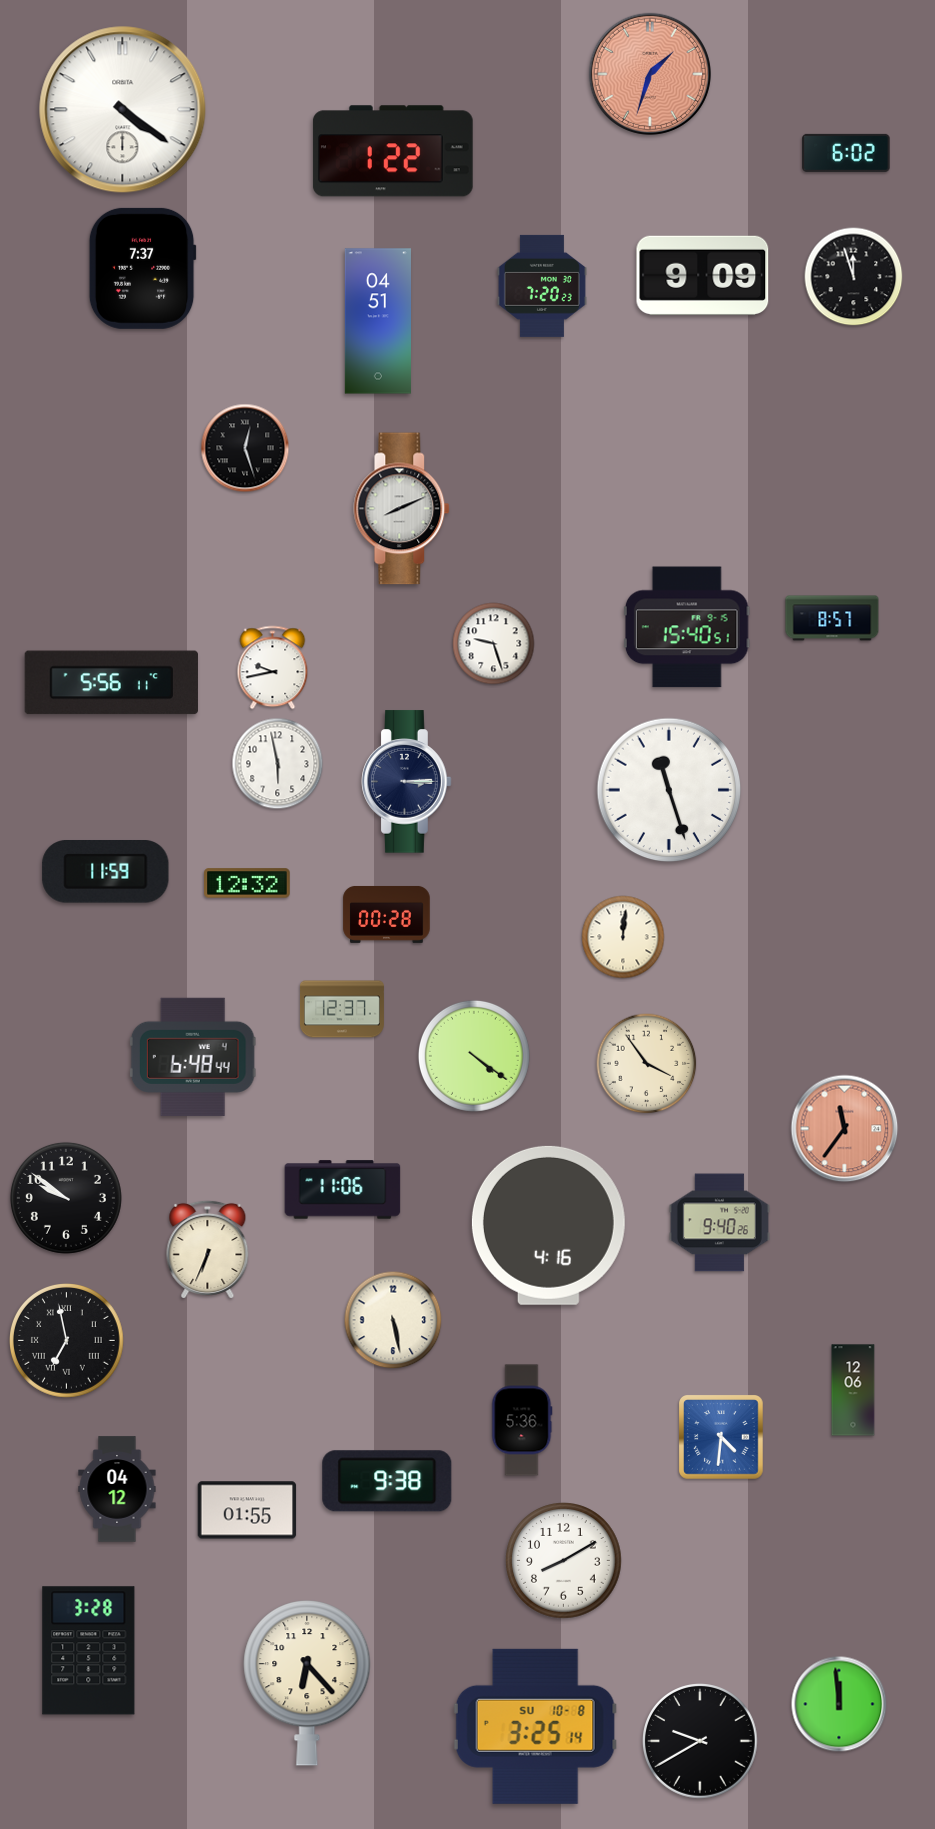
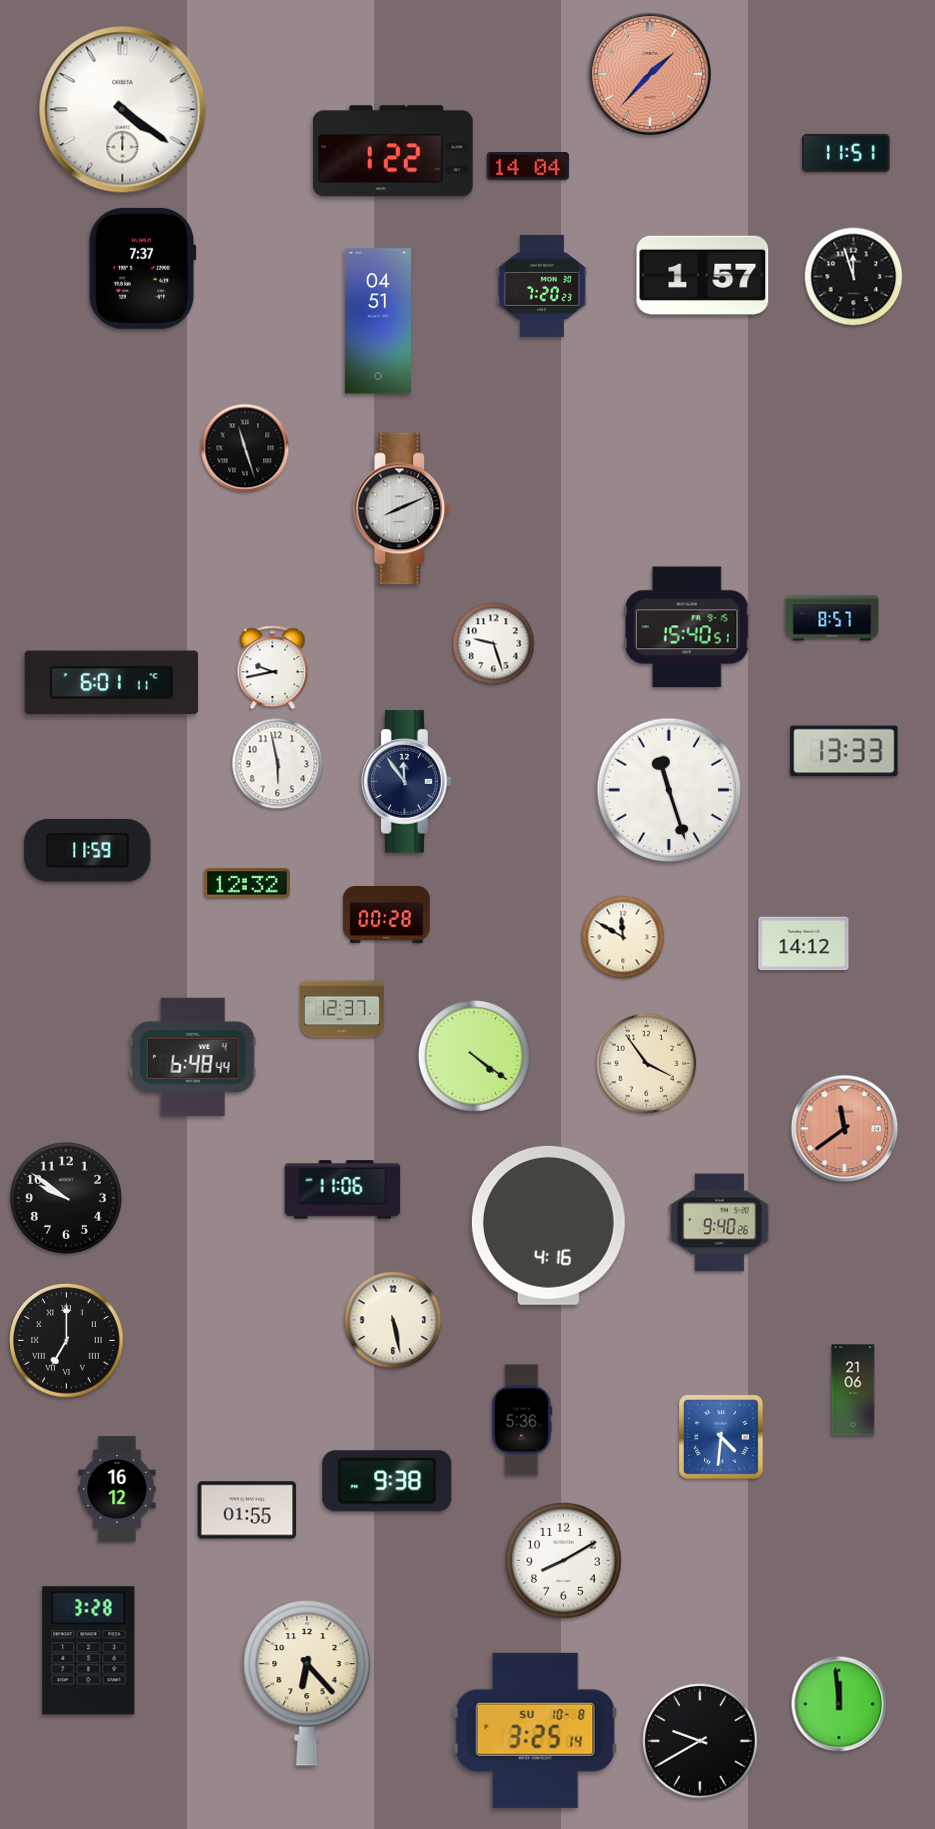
clock at (650, 74): 1:33 -> 1:37
clock at (846, 153): 6:02 -> 11:51
clock at (528, 166): none -> 14:04
clock at (703, 275): 9:09 -> 1:57
clock at (245, 448): 12:27 -> 11:27
clock at (111, 683): 5:56 -> 6:01
clock at (844, 751): none -> 13:33
clock at (407, 782): 3:15 -> 11:54
clock at (106, 872) position: (106, 872) -> (88, 851)
clock at (623, 937): 12:01 -> 11:50
clock at (804, 944): none -> 14:12
clock at (845, 1129): 11:36 -> 11:39
clock at (208, 1249): 6:34 -> none
clock at (67, 1341): 6:58 -> 7:00
clock at (853, 1390): 12:06 -> 21:06
clock at (117, 1489): 04:12 -> 16:12
clock at (535, 1726) position: (535, 1726) -> (535, 1730)
